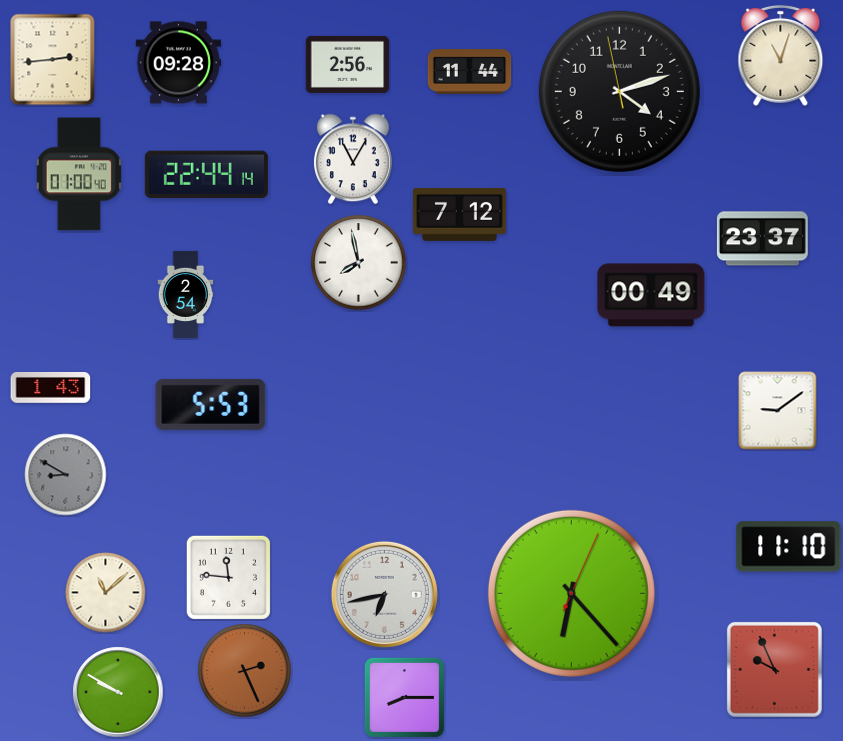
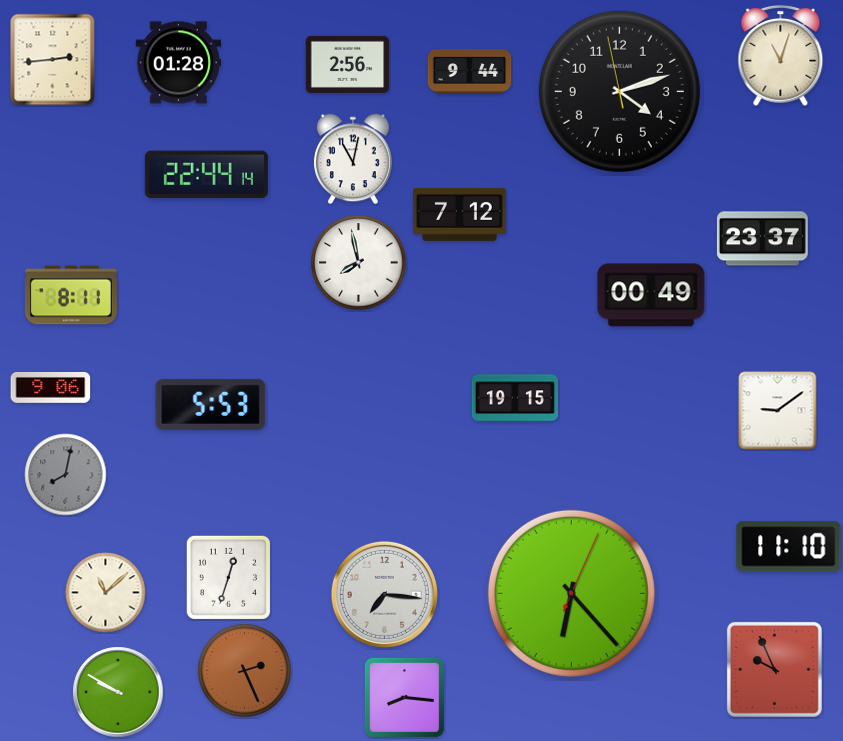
clock at (178, 63): 09:28 -> 01:28
clock at (470, 72): 11:44 -> 9:44
clock at (353, 159): 11:05 -> 11:02
clock at (79, 174): 01:00 -> none
clock at (186, 294): 2:54 -> none
clock at (71, 295): none -> 8:11
clock at (51, 388): 1:43 -> 9:06
clock at (514, 398): none -> 19:15
clock at (66, 475): 8:50 -> 8:02
clock at (228, 577): 11:46 -> 12:33
clock at (384, 594): 6:43 -> 7:16
clock at (404, 697): 8:15 -> 8:16
